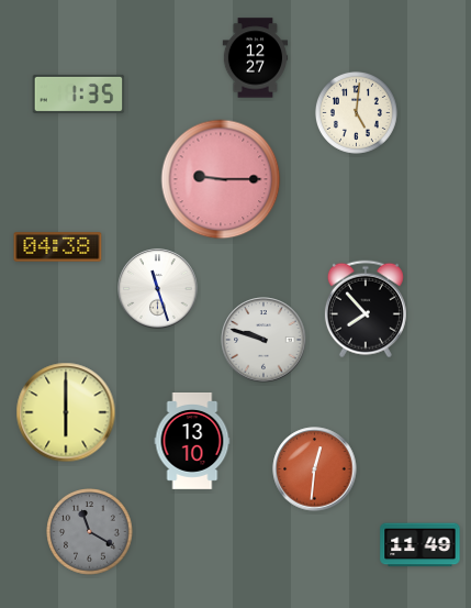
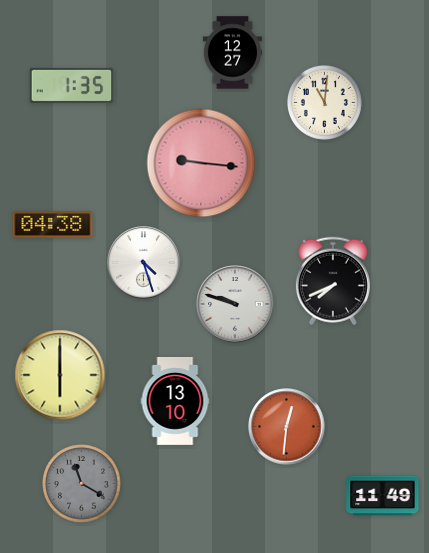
clock at (356, 112): 5:01 -> 11:01
clock at (221, 179): 9:15 -> 9:16
clock at (158, 289): 11:27 -> 4:27
clock at (366, 309): 7:53 -> 7:41
clock at (263, 340) position: (263, 340) -> (235, 304)
